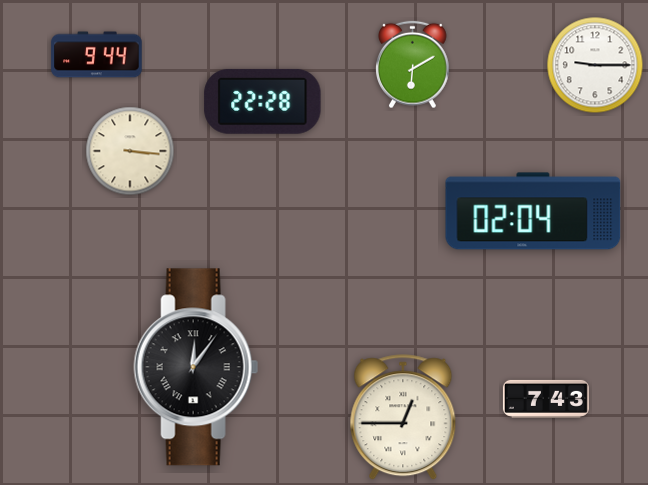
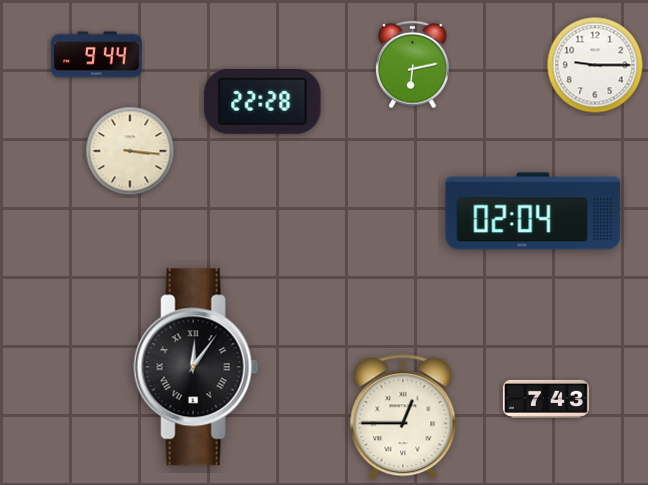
clock at (413, 65): 6:10 -> 6:13
